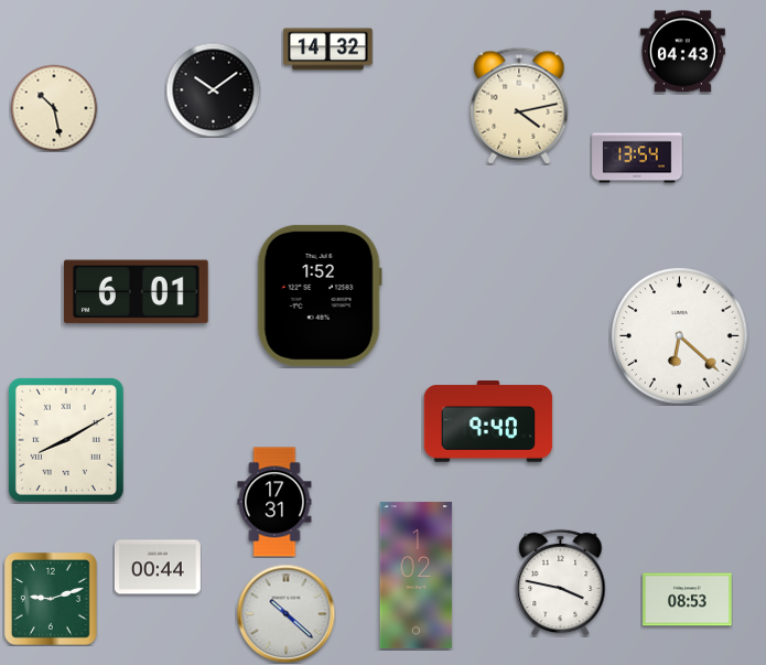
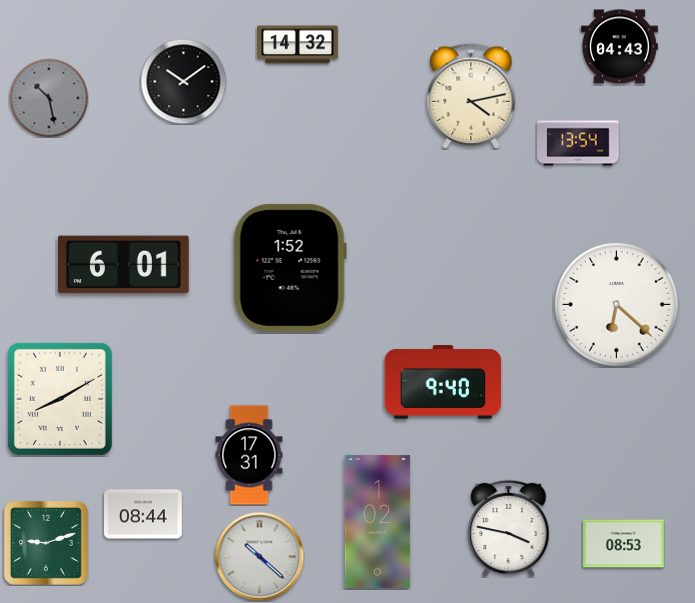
clock at (213, 89) position: (213, 89) -> (183, 81)
clock at (54, 108) dial: cream -> grey
clock at (158, 567): 00:44 -> 08:44
